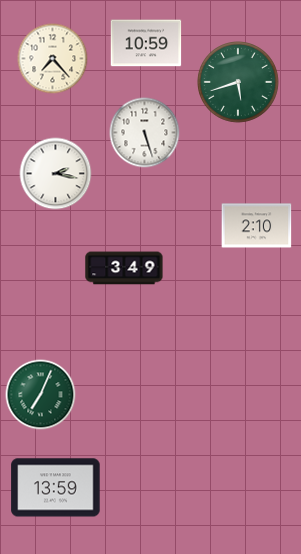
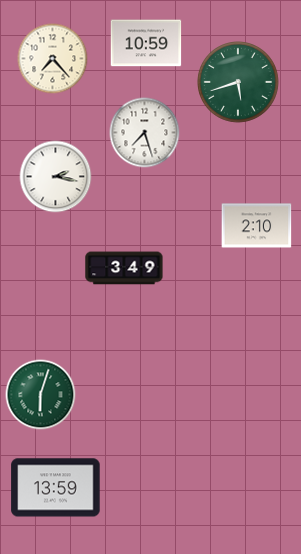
clock at (145, 133): 5:27 -> 7:27
clock at (56, 174) position: (56, 174) -> (56, 177)
clock at (41, 395): 7:04 -> 6:03
